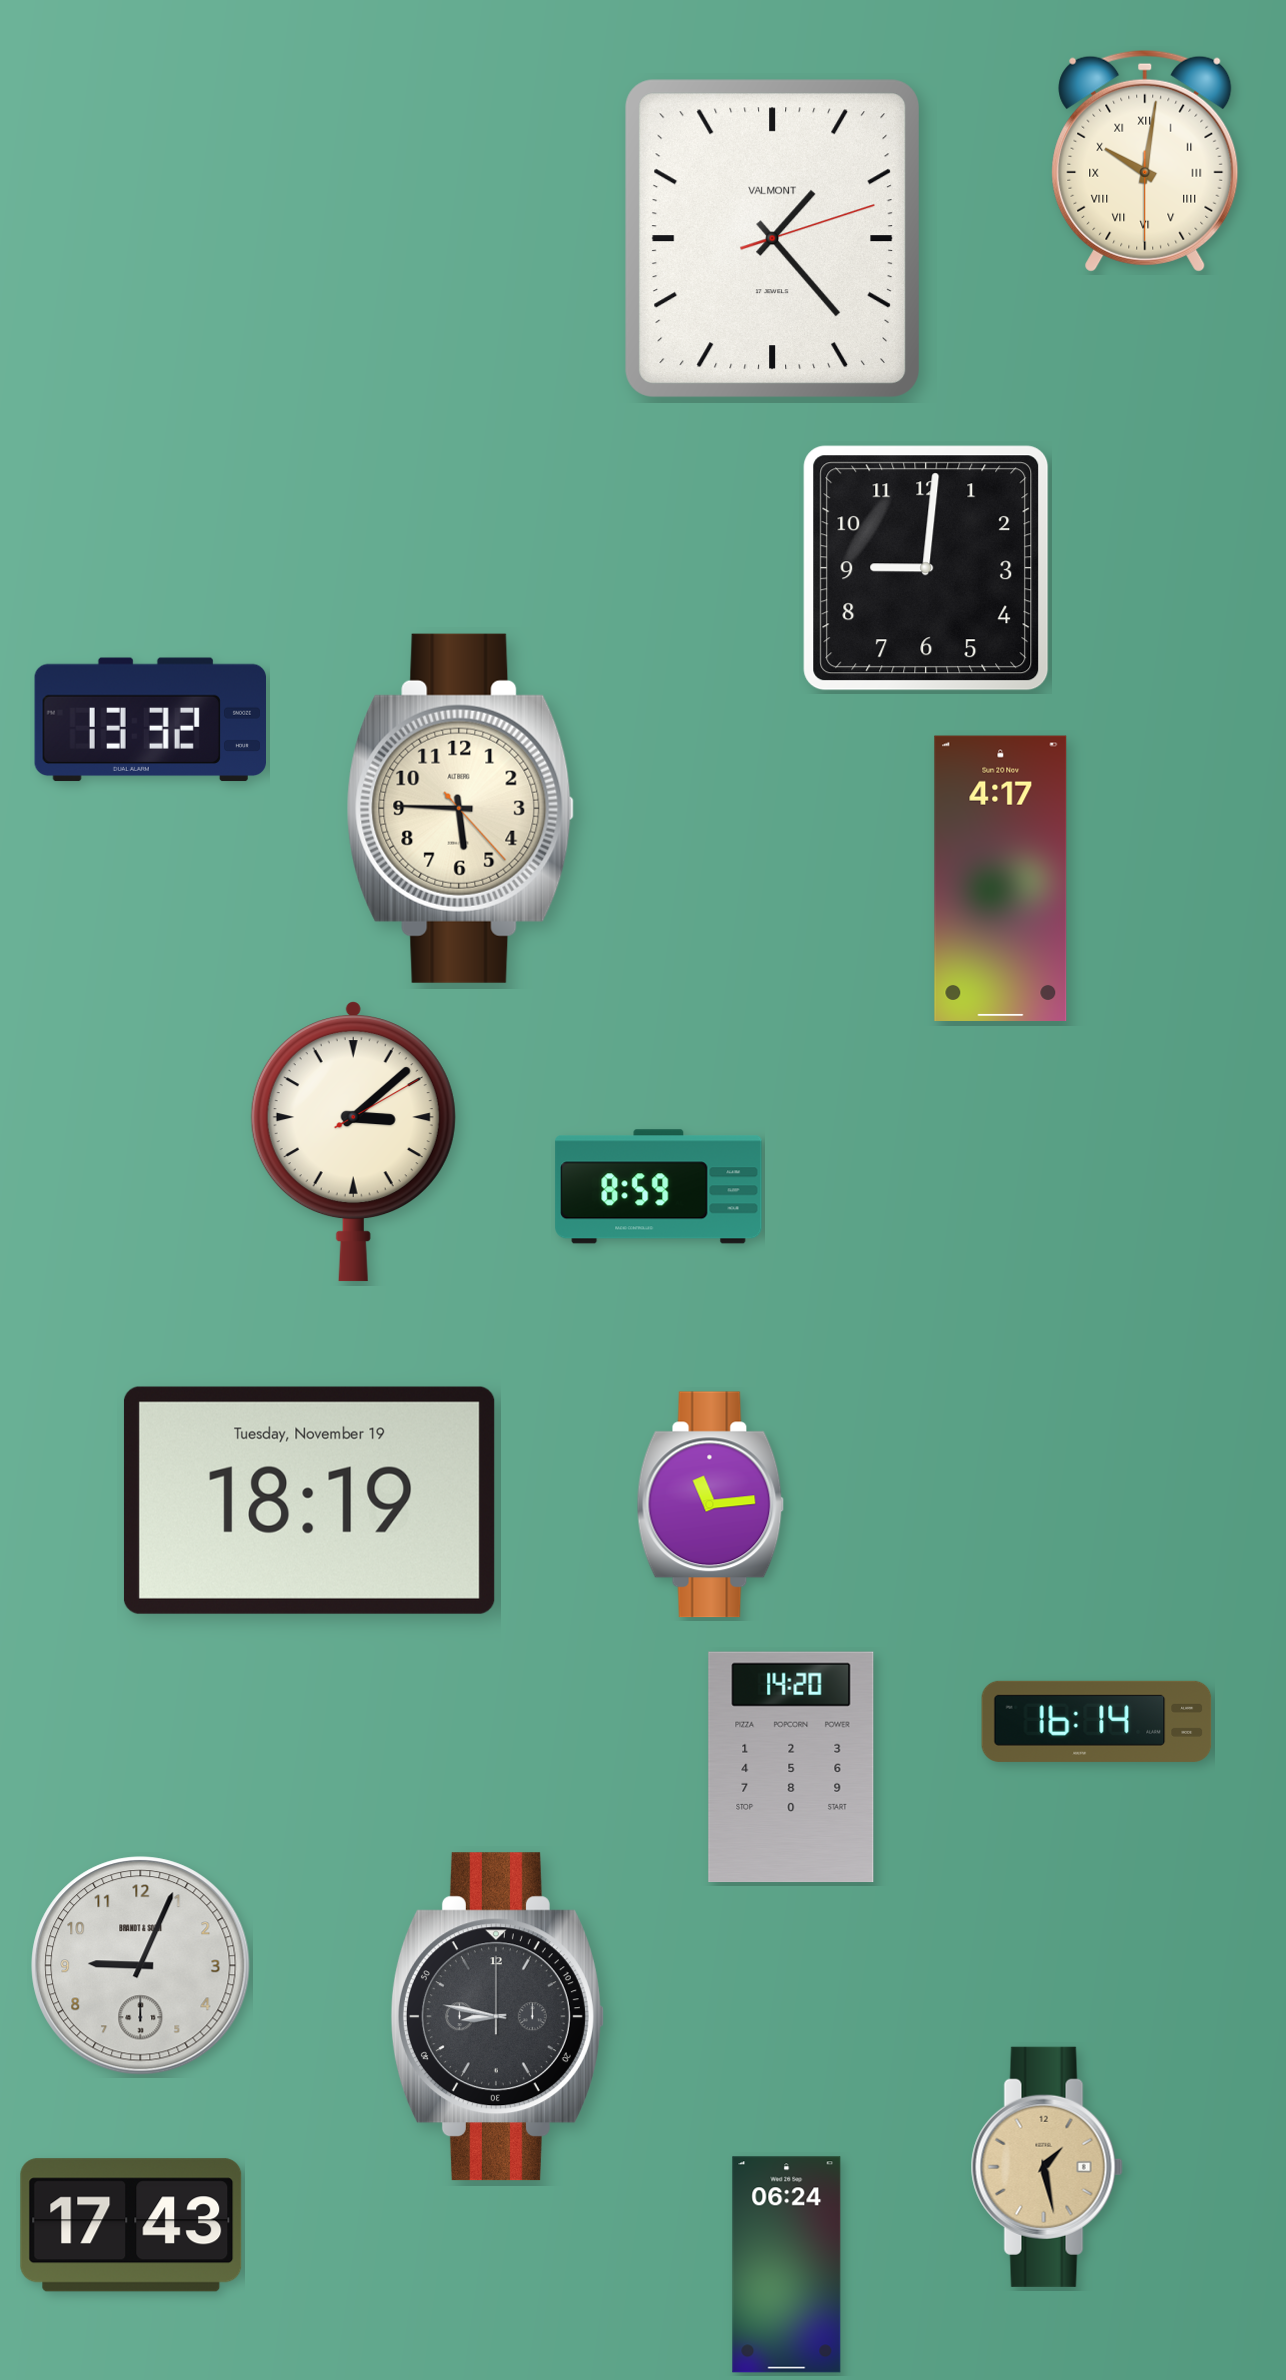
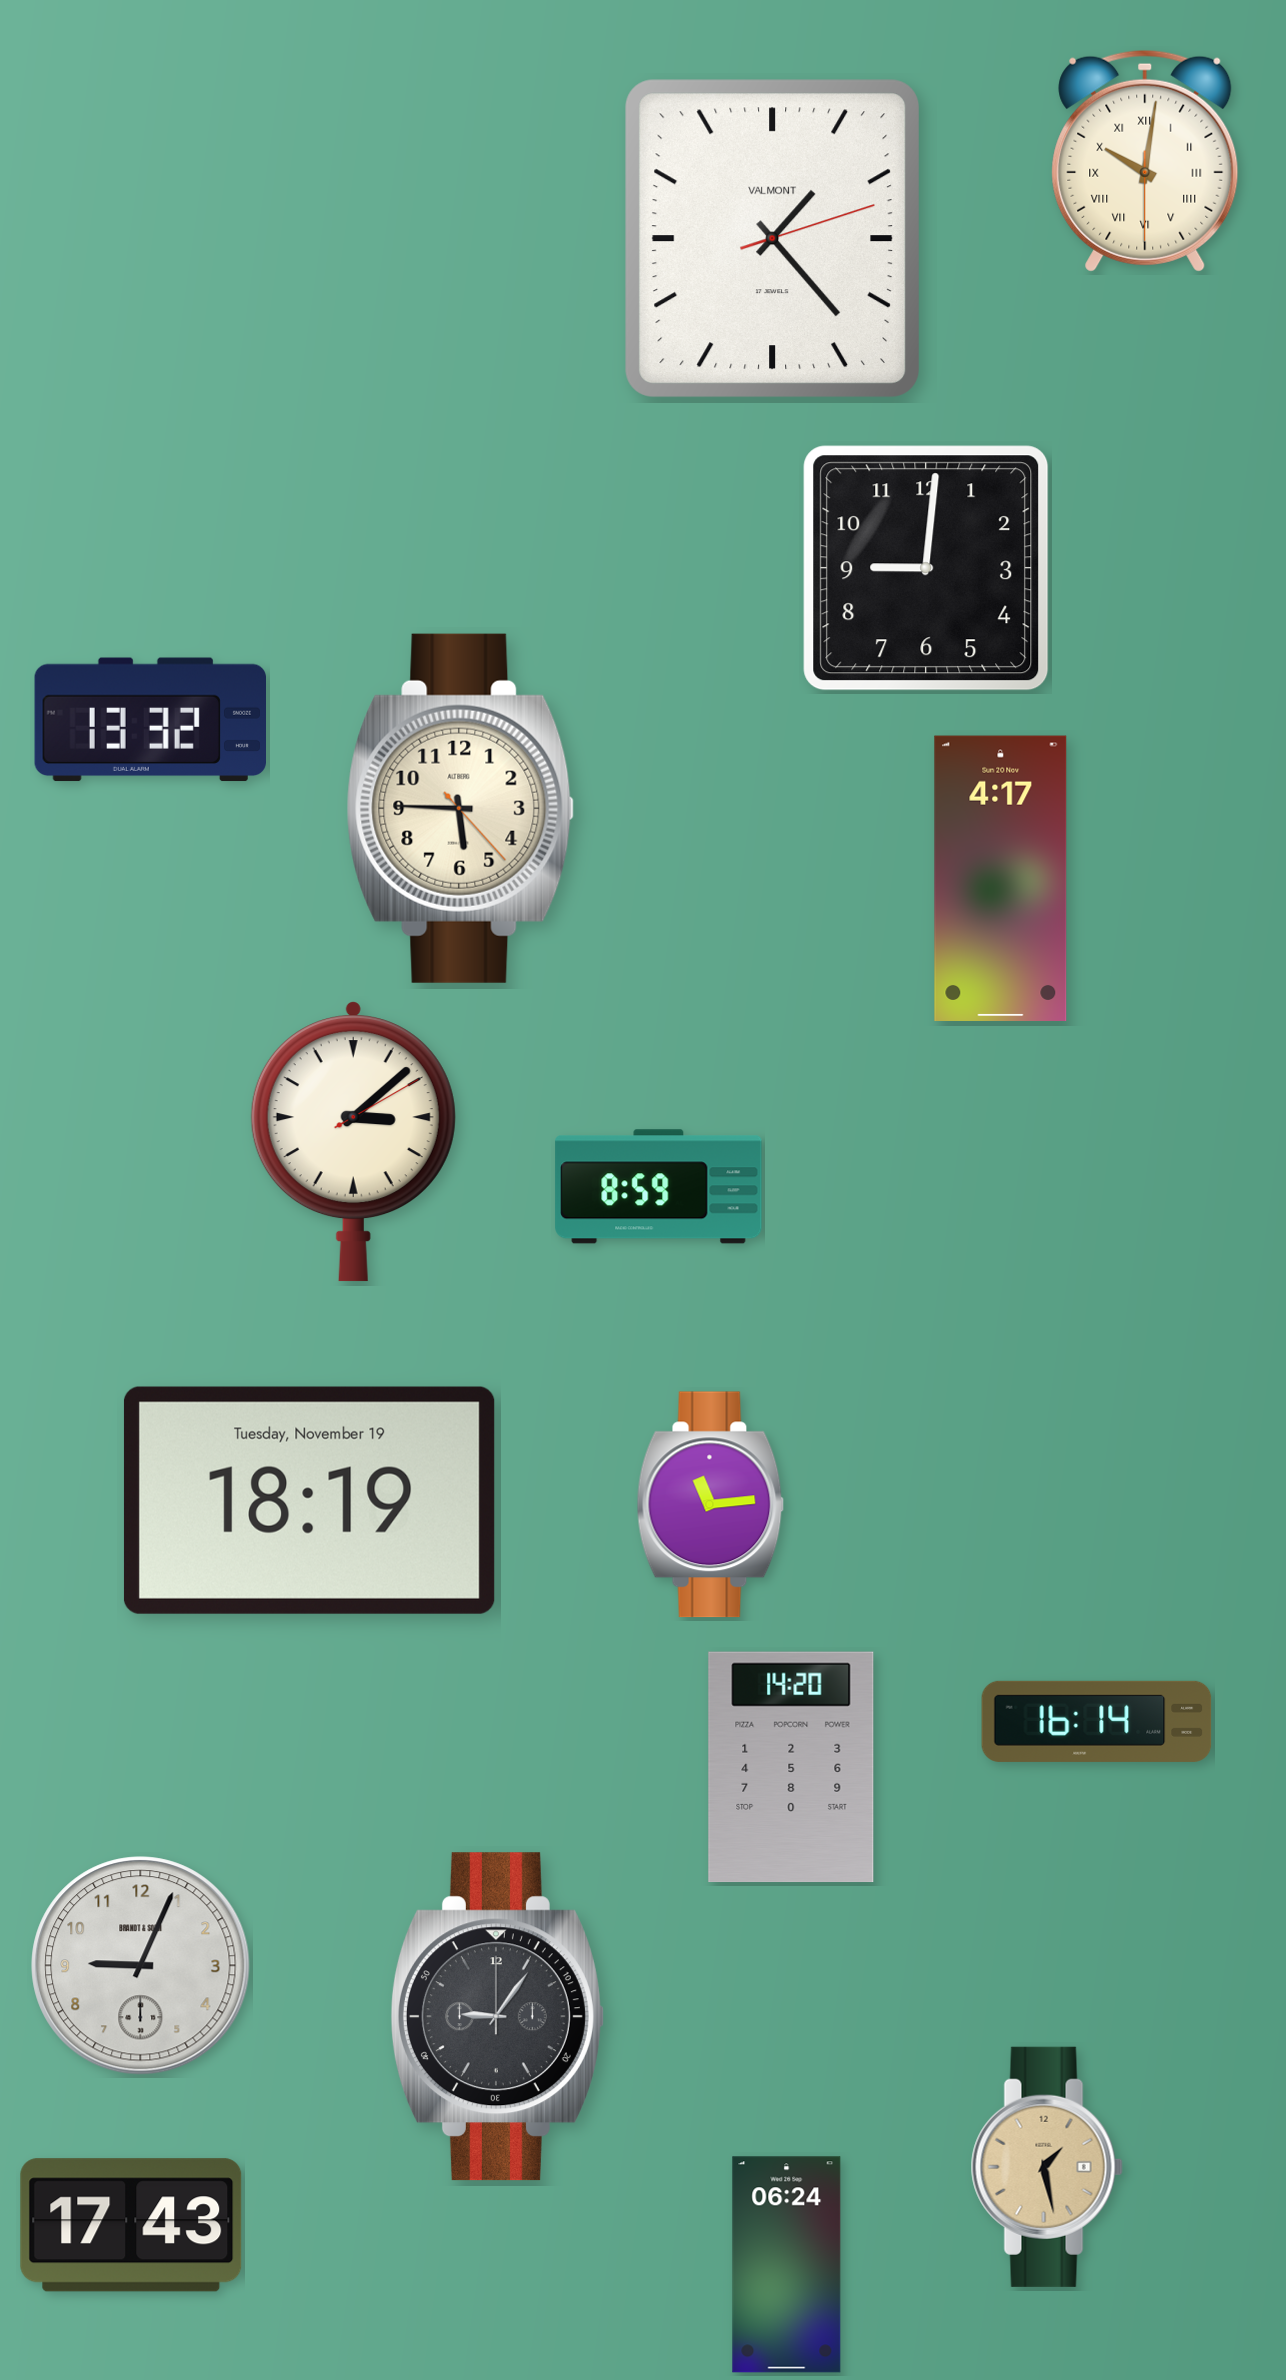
clock at (497, 2017): 8:47 -> 9:06
